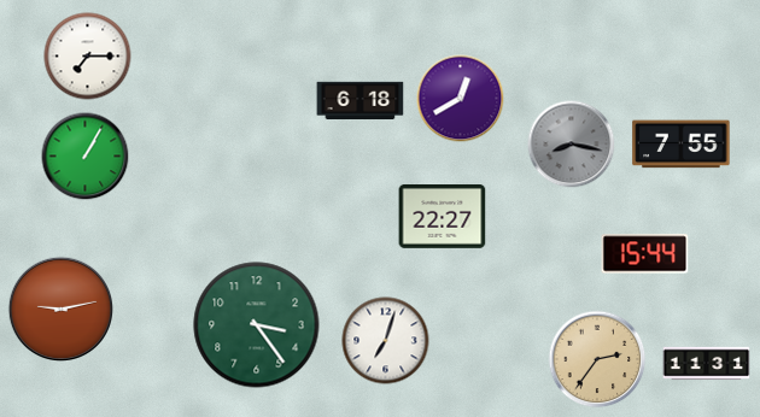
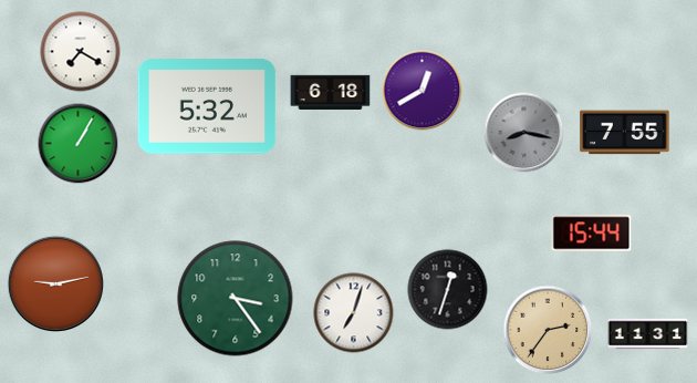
clock at (88, 57): 7:15 -> 7:20
clock at (207, 106): none -> 5:32
clock at (443, 217): 22:27 -> none
clock at (448, 290): none -> 12:33
